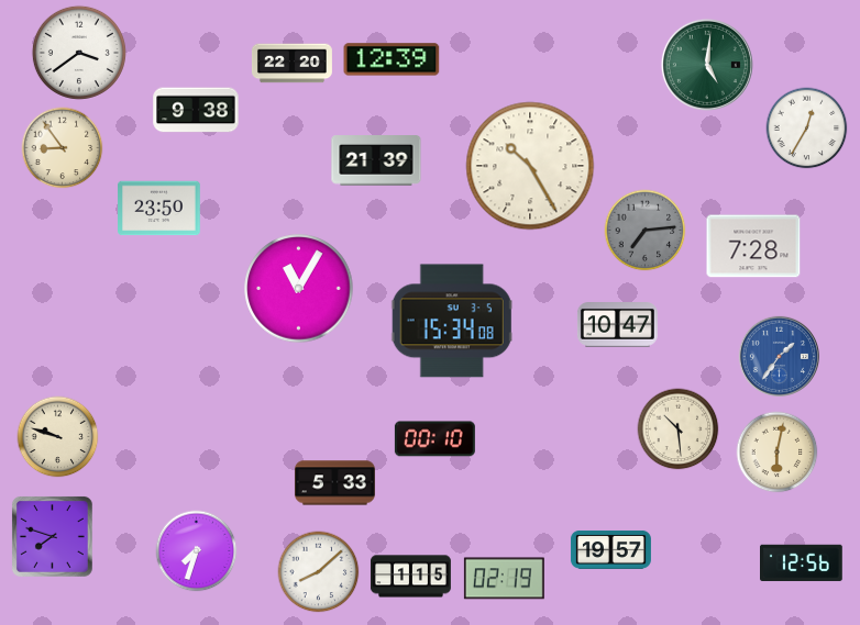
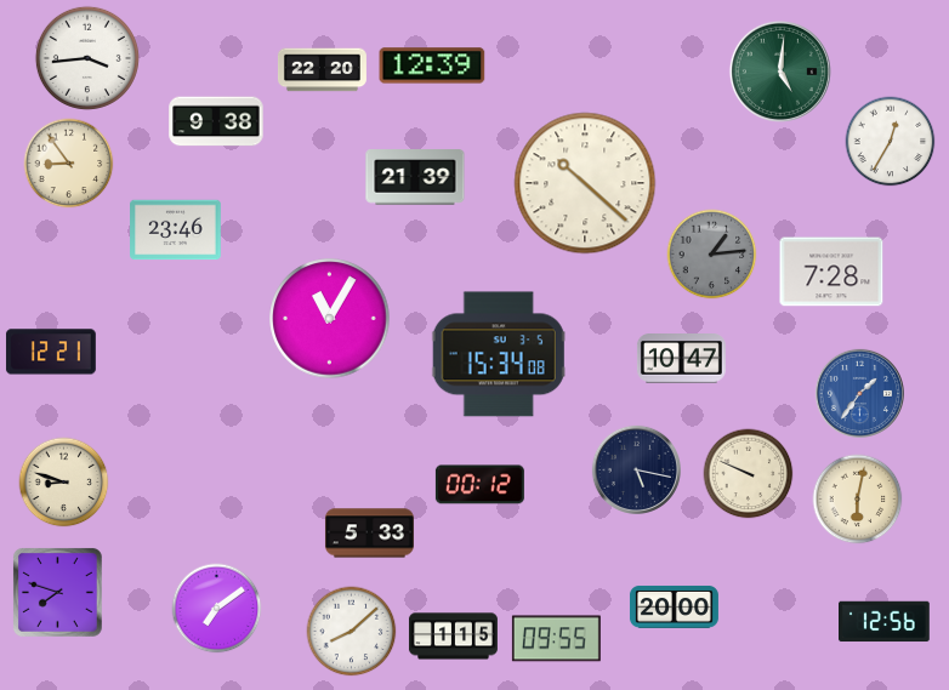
clock at (79, 53): 3:39 -> 3:44
clock at (530, 166): 10:25 -> 10:22
clock at (159, 209): 23:50 -> 23:46
clock at (646, 231): 7:14 -> 1:14
clock at (51, 352): none -> 12:21
clock at (636, 469): none -> 5:17
clock at (679, 429): 10:29 -> 9:49
clock at (58, 437): 9:48 -> 8:48
clock at (434, 439): 00:10 -> 00:12
clock at (610, 549): 19:57 -> 20:00
clock at (197, 551): 7:33 -> 7:09
clock at (504, 579): 02:19 -> 09:55
